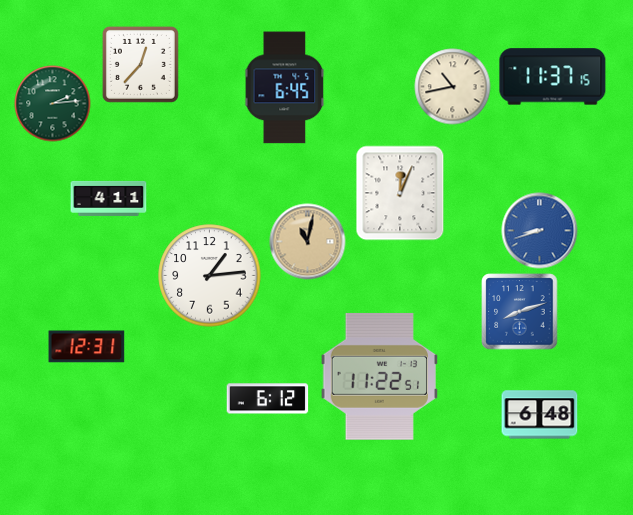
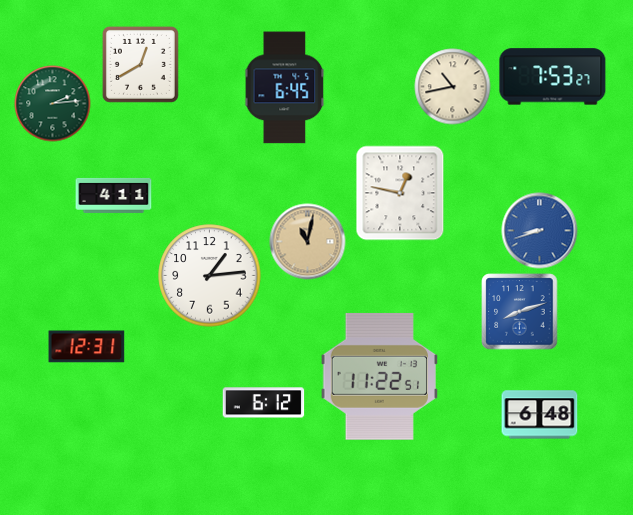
clock at (140, 64): 12:37 -> 12:40
clock at (553, 77): 11:37 -> 7:53
clock at (400, 193): 12:04 -> 12:47
clock at (109, 198) position: (109, 198) -> (114, 195)
clock at (268, 399) position: (268, 399) -> (264, 403)
